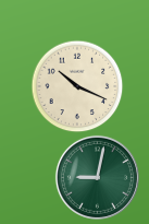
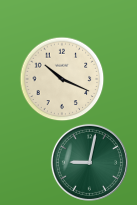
clock at (77, 86) position: (77, 86) -> (62, 79)
